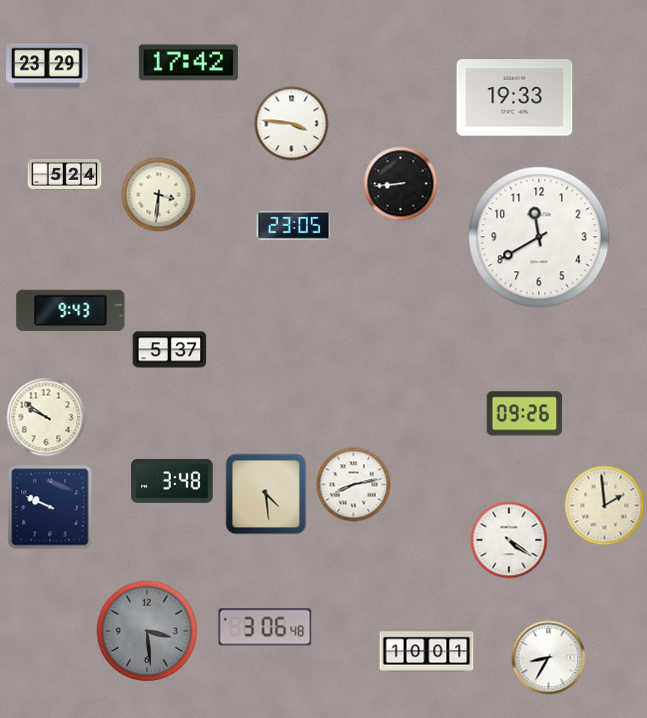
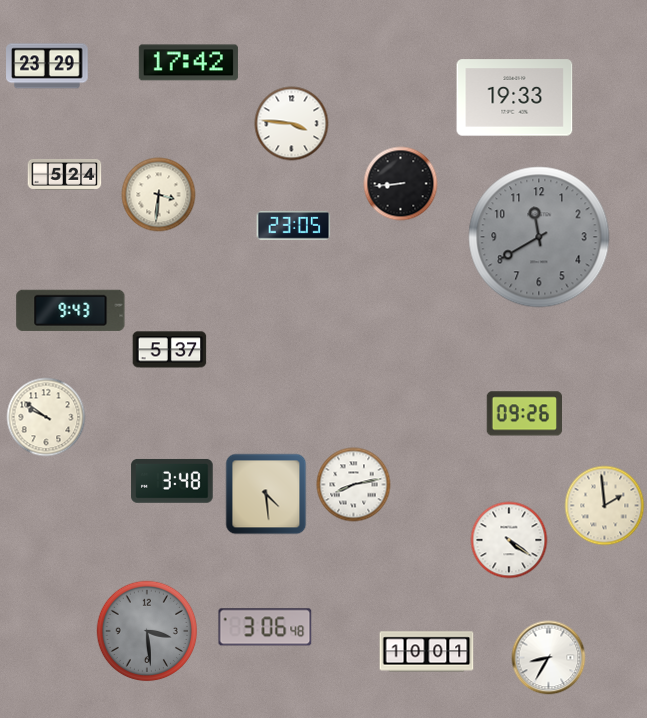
clock at (539, 237) dial: white -> grey
clock at (50, 507): 9:49 -> none
